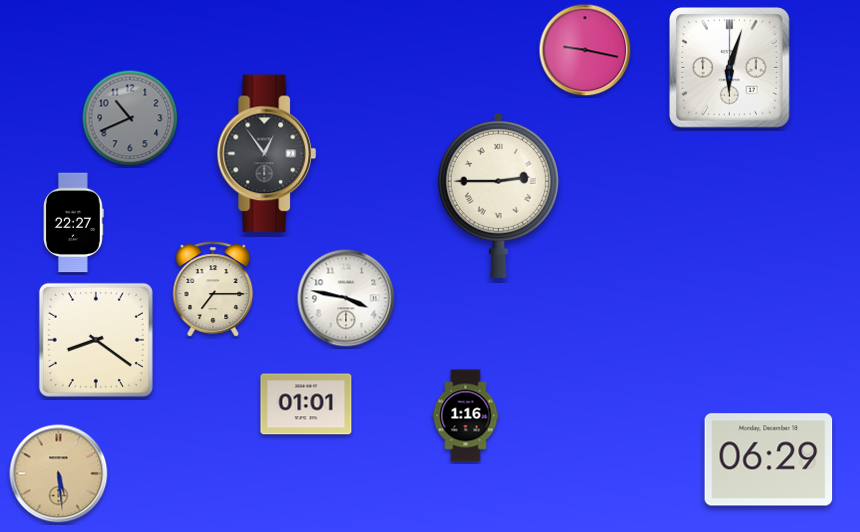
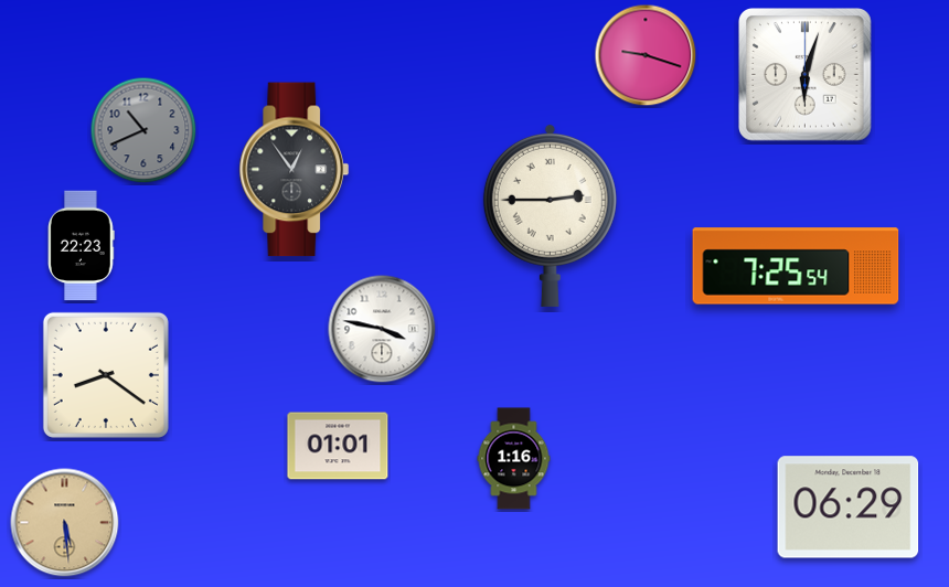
clock at (585, 50): 9:17 -> 9:18
clock at (74, 223): 22:27 -> 22:23
clock at (796, 266): none -> 7:25
clock at (213, 289): 7:15 -> none
